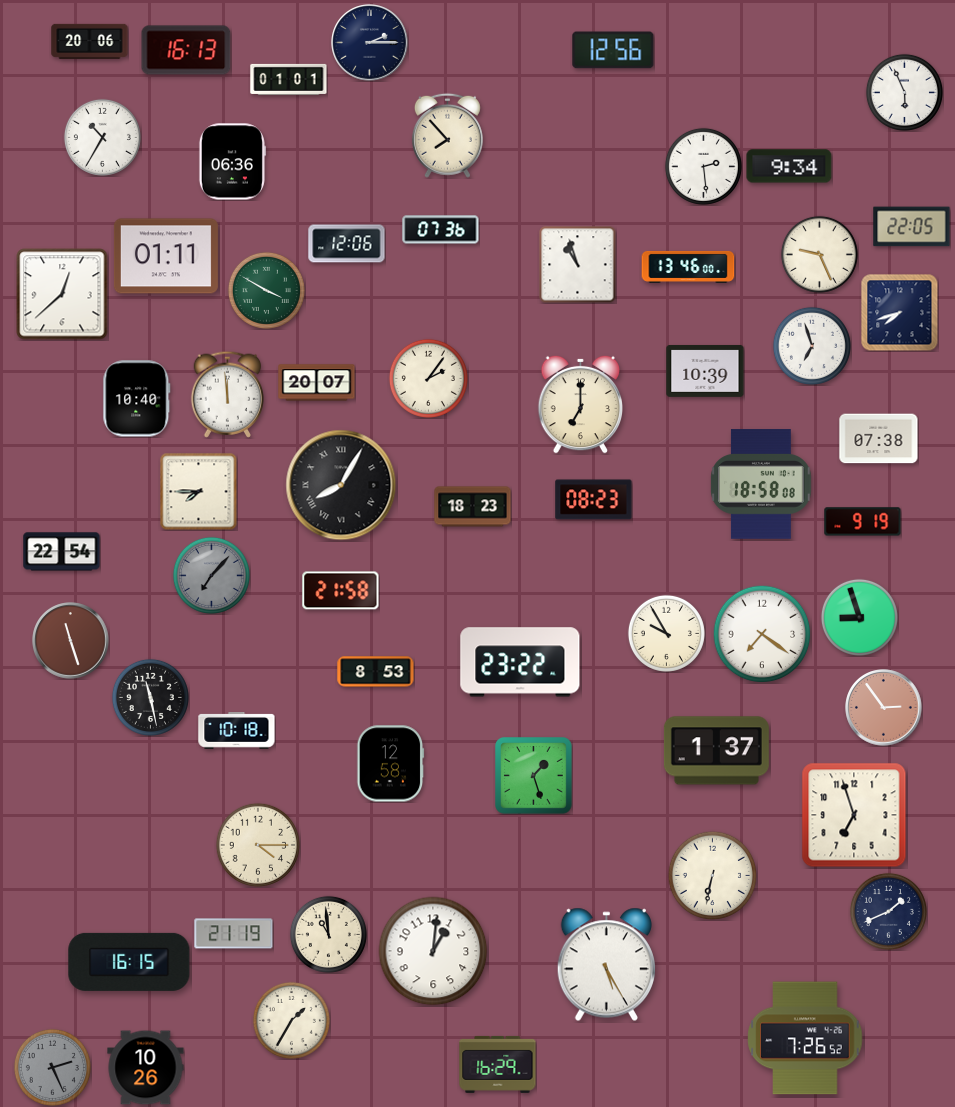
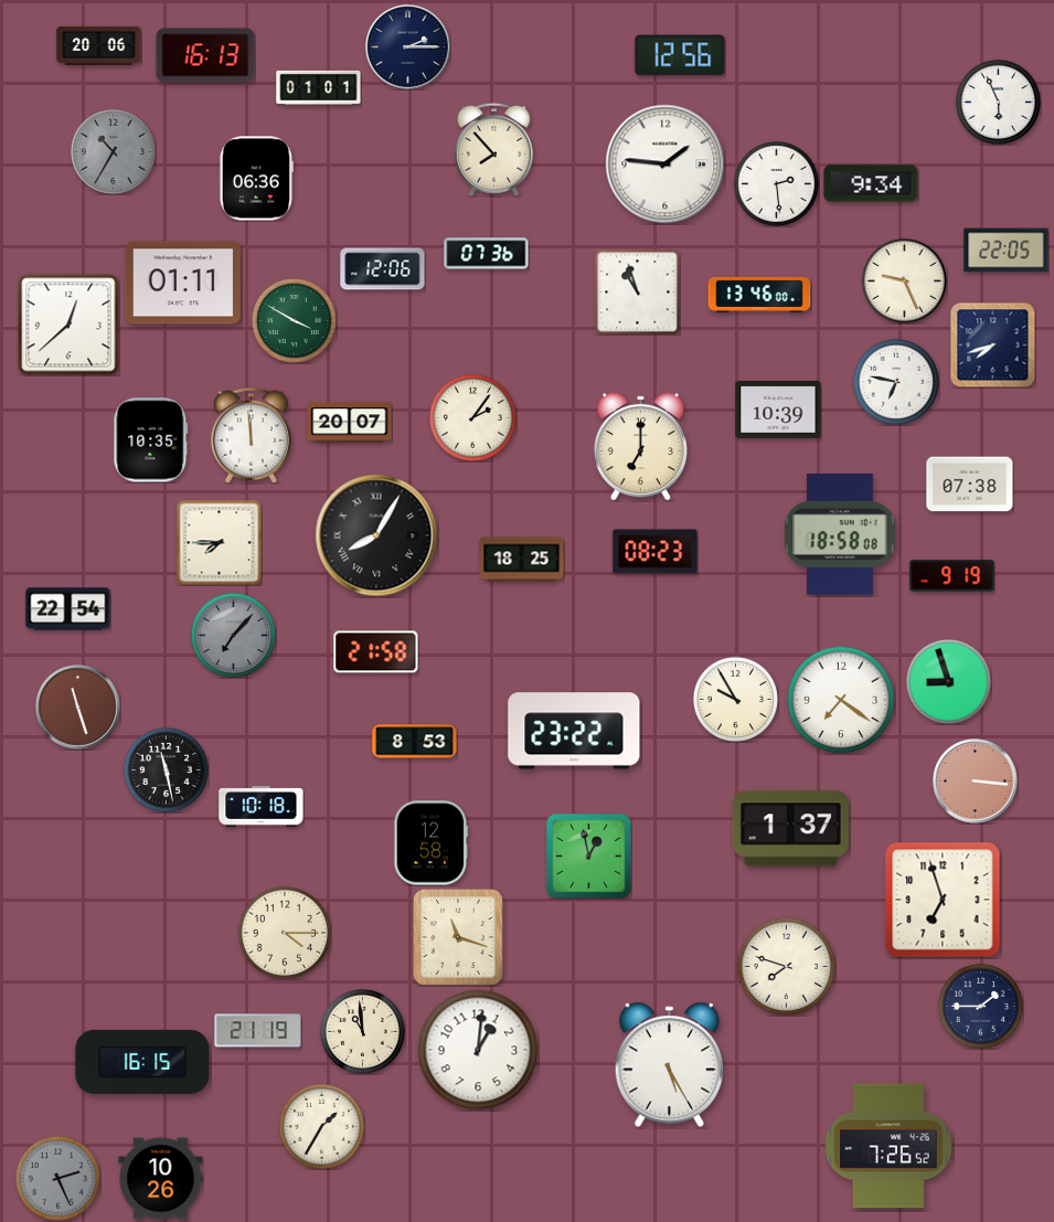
clock at (613, 50) position: (613, 50) -> (680, 55)
clock at (102, 137) dial: white -> grey
clock at (666, 164): none -> 1:46
clock at (812, 346): 6:57 -> 6:47
clock at (137, 399): 10:40 -> 10:35
clock at (473, 507): 18:23 -> 18:25
clock at (884, 708): 2:54 -> 3:16
clock at (534, 776): 1:27 -> 12:58
clock at (458, 937): none -> 11:18
clock at (712, 875): 6:32 -> 7:48
clock at (888, 911): 1:41 -> 1:45
clock at (498, 1064): 16:29 -> none
